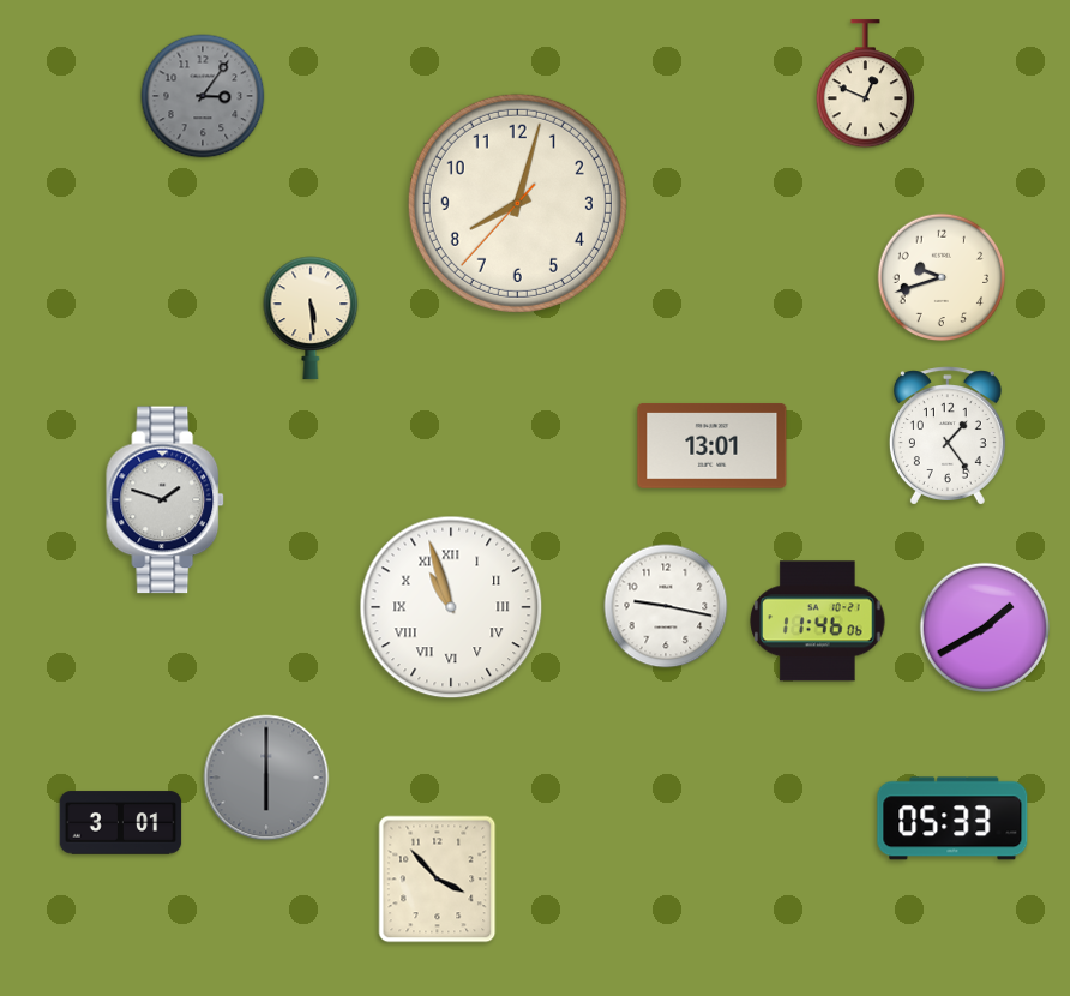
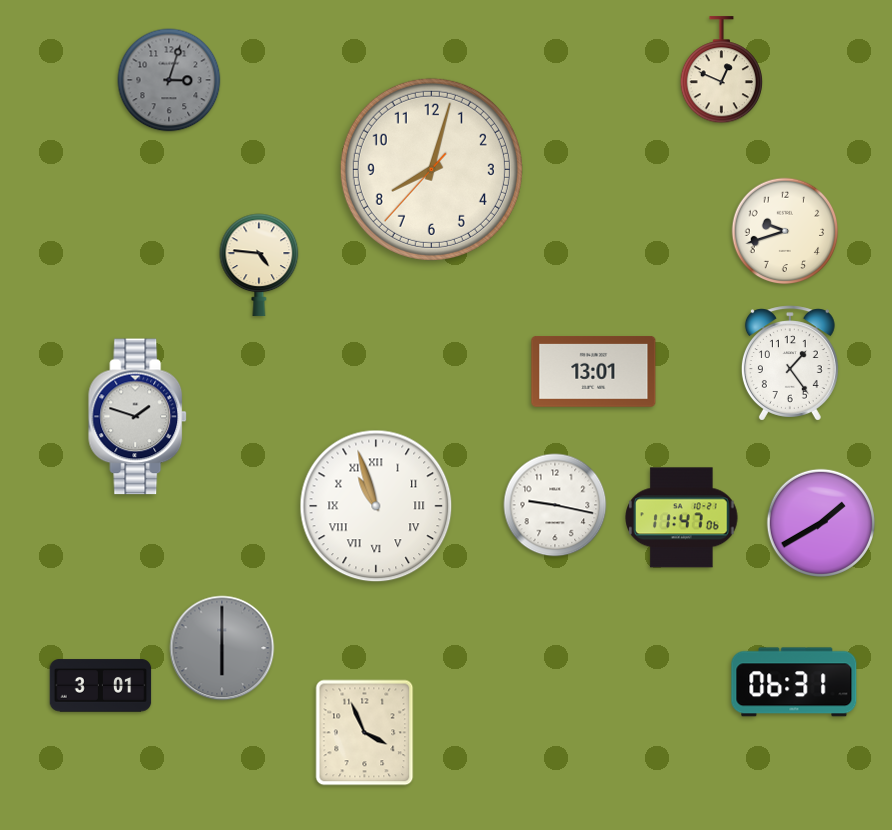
clock at (203, 96): 3:06 -> 3:03
clock at (311, 318): 5:29 -> 4:46
clock at (818, 622): 11:46 -> 11:47
clock at (952, 818): 05:33 -> 06:31
clock at (438, 880): 3:53 -> 3:56
